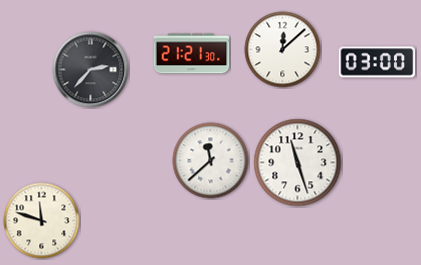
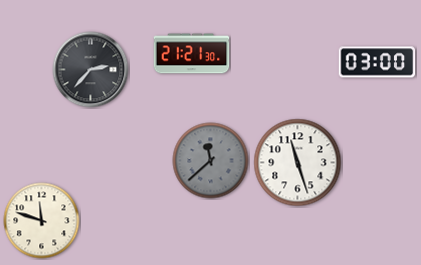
clock at (283, 50): 12:08 -> none
clock at (211, 161) dial: white -> grey
